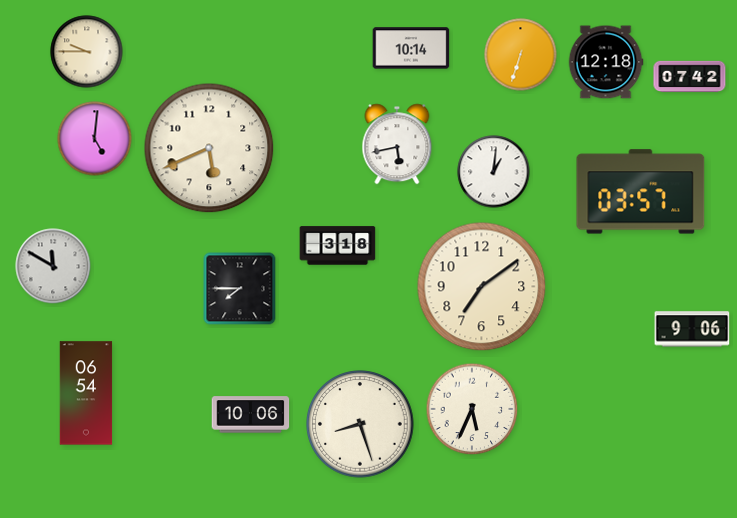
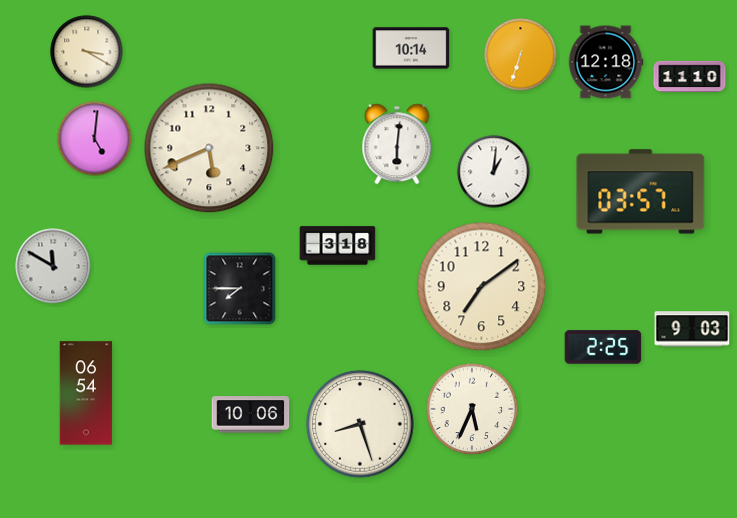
clock at (87, 52): 9:45 -> 3:20
clock at (690, 77): 07:42 -> 11:10
clock at (397, 144): 5:43 -> 6:01
clock at (692, 329): 9:06 -> 9:03
clock at (603, 347): none -> 2:25
